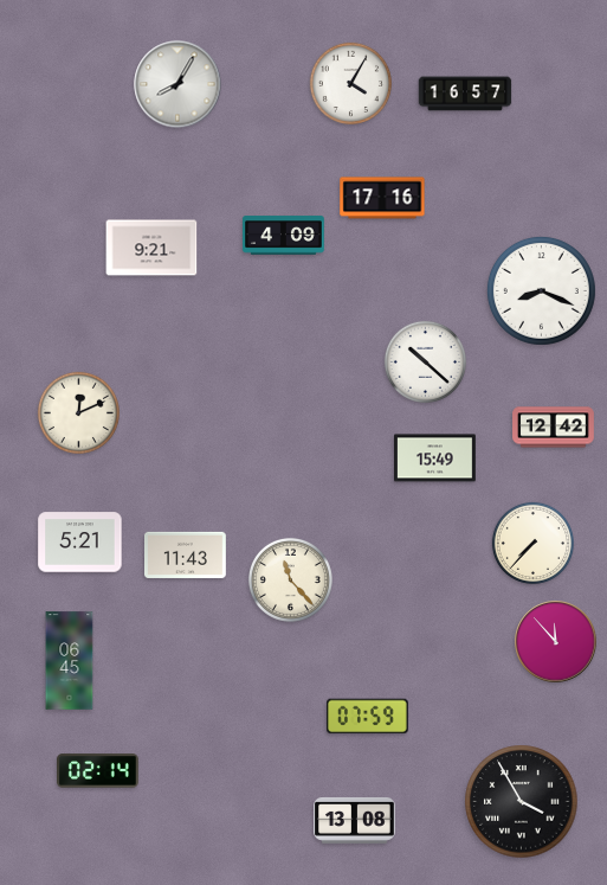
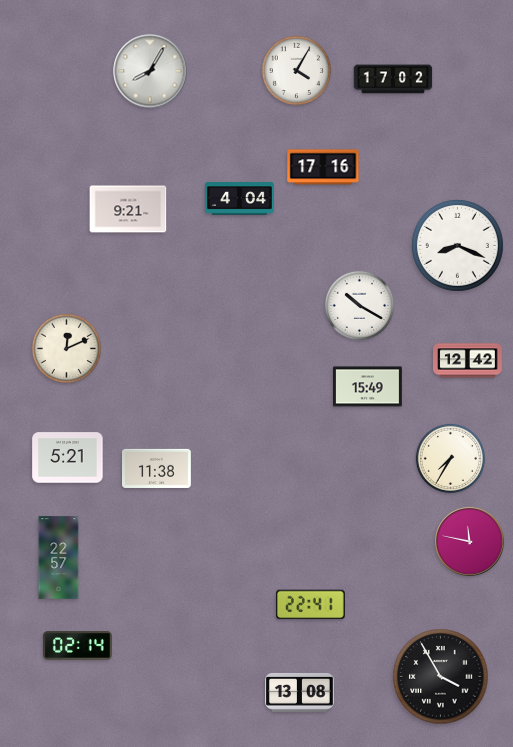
clock at (465, 94): 16:57 -> 17:02
clock at (284, 236): 4:09 -> 4:04
clock at (425, 361): 10:22 -> 10:20
clock at (532, 543): 7:37 -> 7:35
clock at (186, 554): 11:43 -> 11:38
clock at (290, 579): 11:23 -> none
clock at (556, 642): 11:53 -> 11:47
clock at (70, 661): 06:45 -> 22:57
clock at (368, 717): 07:59 -> 22:41
clock at (98, 771) position: (98, 771) -> (78, 646)
